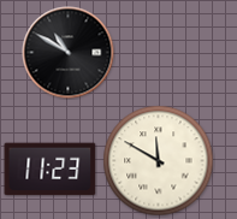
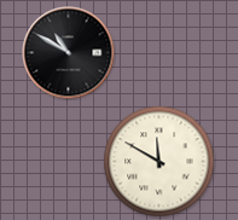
clock at (51, 170): 11:23 -> none
